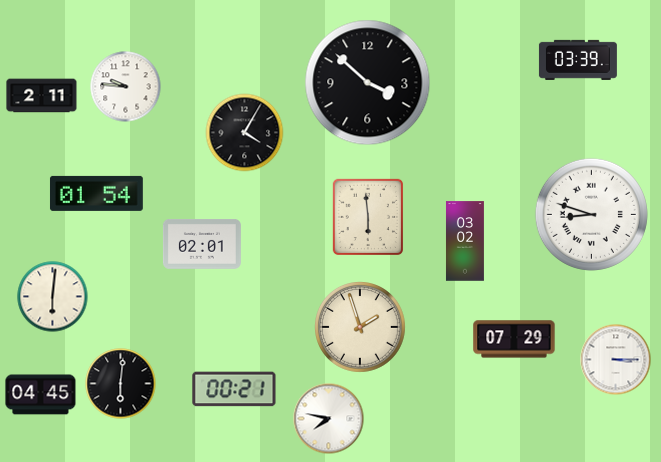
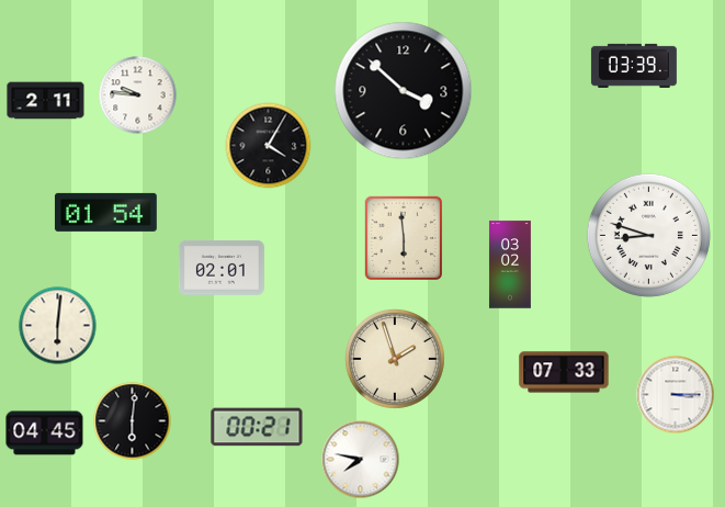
clock at (42, 96) position: (42, 96) -> (46, 101)
clock at (514, 339): 07:29 -> 07:33
